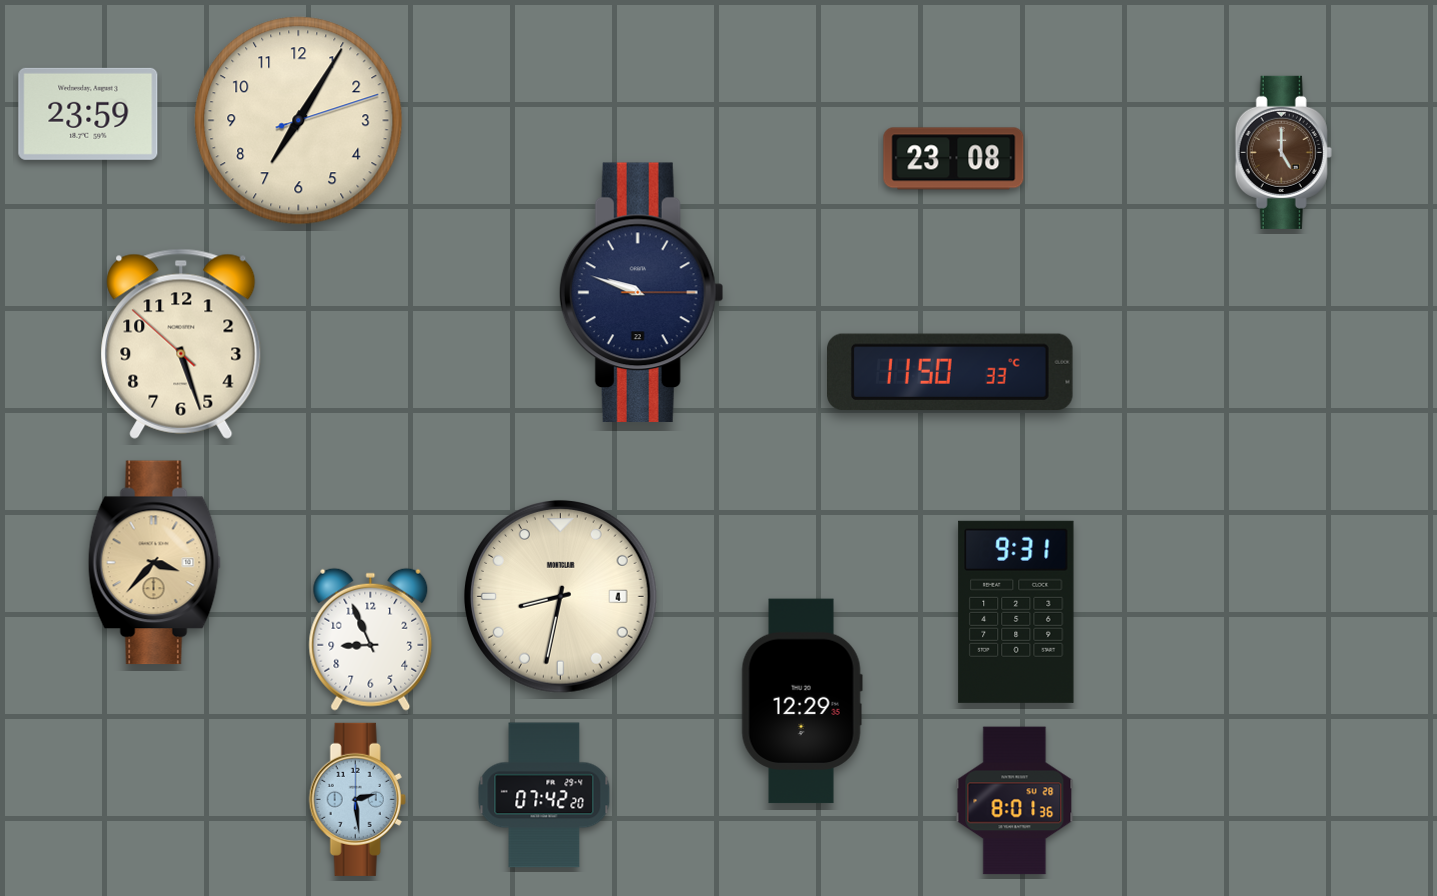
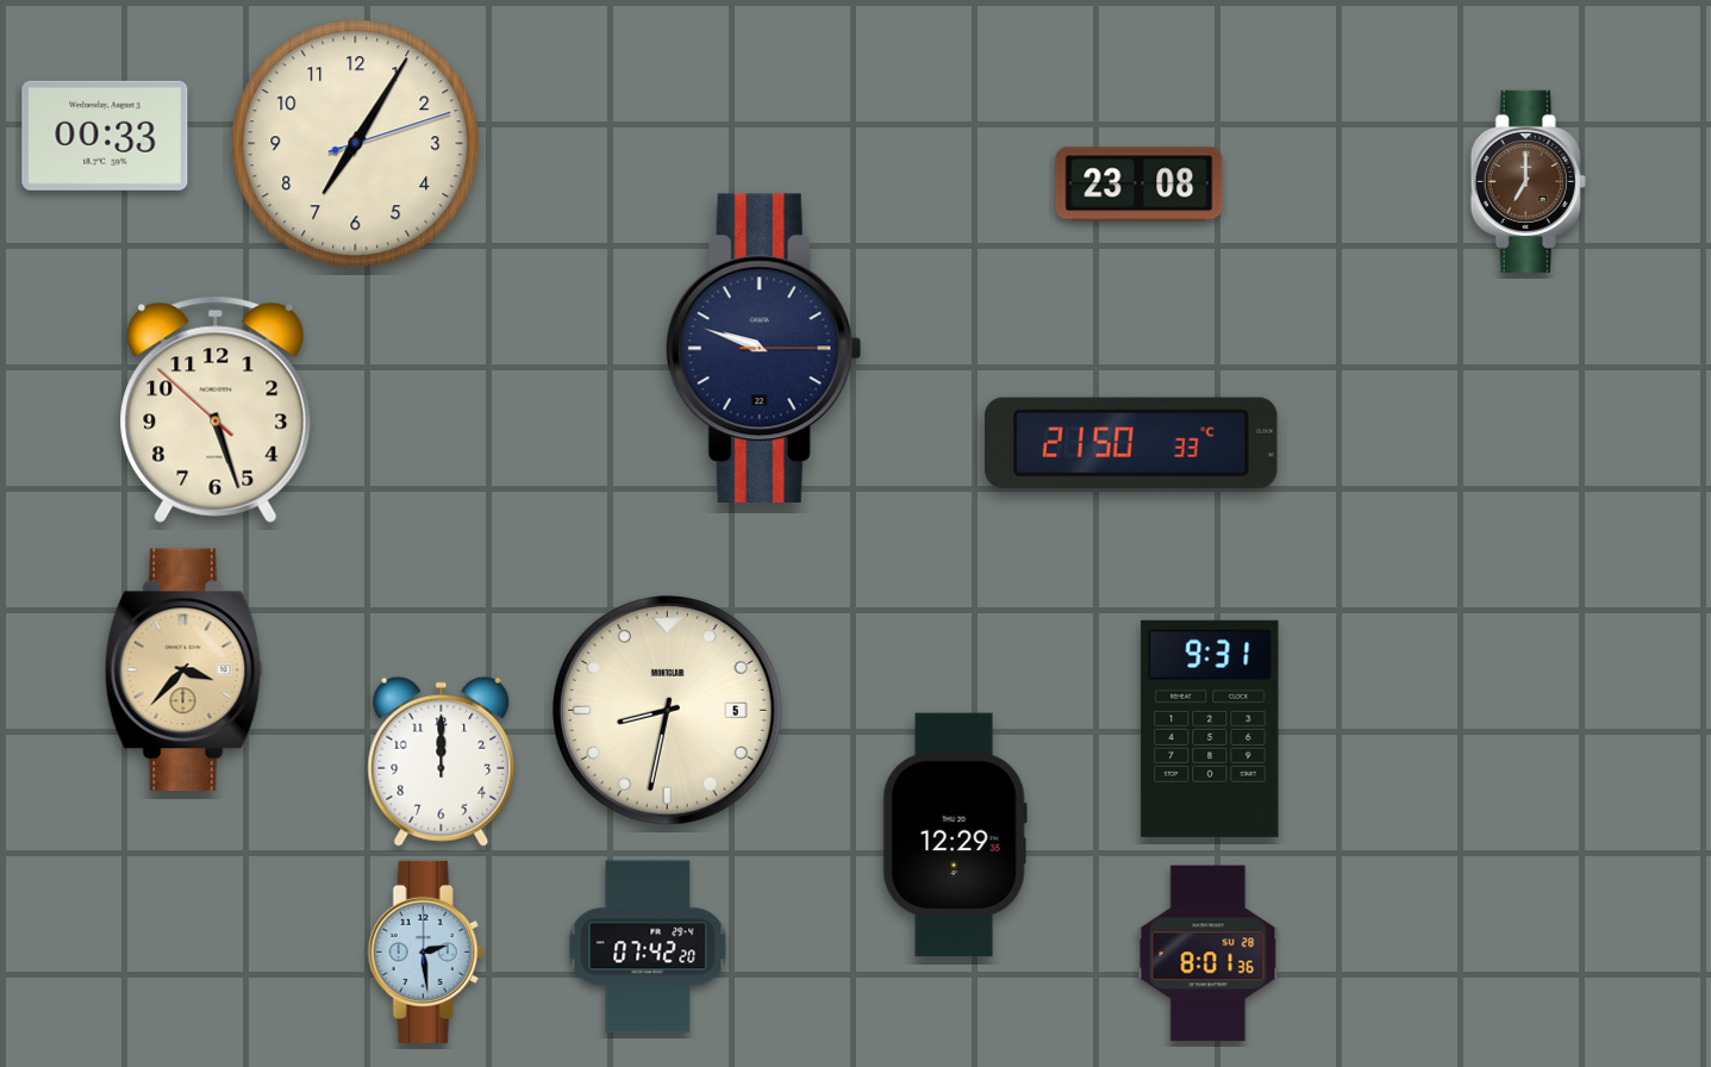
clock at (88, 114): 23:59 -> 00:33
clock at (1283, 152): 5:00 -> 7:00
clock at (954, 159) position: (954, 159) -> (1139, 185)
clock at (951, 371): 11:50 -> 21:50
clock at (560, 596) date: 4 -> 5
clock at (371, 639): 8:56 -> 12:00
